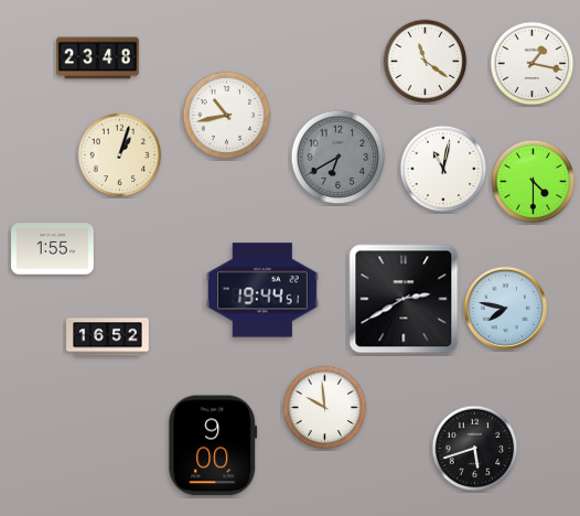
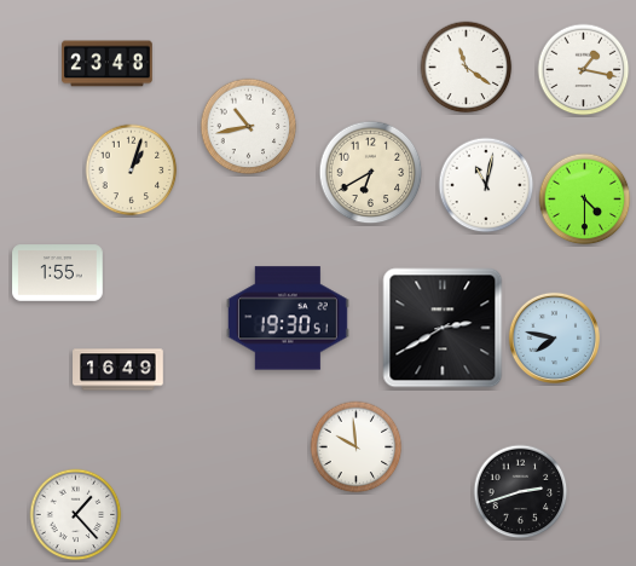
clock at (339, 158) dial: grey -> cream
clock at (262, 290): 19:44 -> 19:30
clock at (108, 337): 16:52 -> 16:49
clock at (213, 445): 9:00 -> none
clock at (475, 449): 5:42 -> 2:42
clock at (76, 515): none -> 1:23
